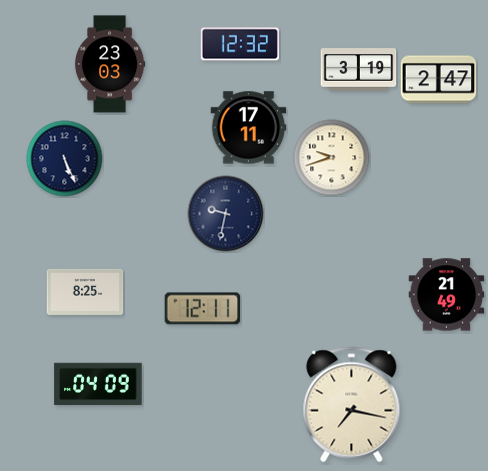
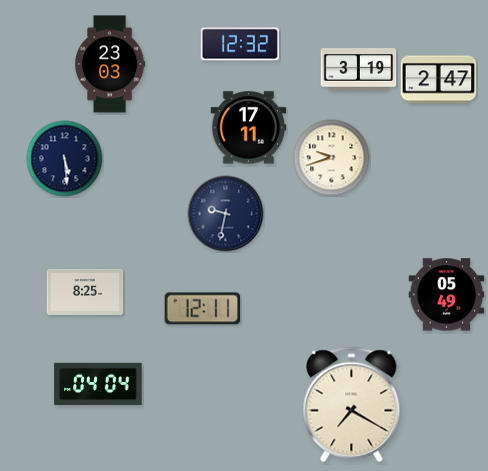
clock at (65, 159): 5:26 -> 5:29
clock at (447, 295): 21:49 -> 05:49
clock at (98, 384): 04:09 -> 04:04
clock at (352, 405): 7:17 -> 7:20
